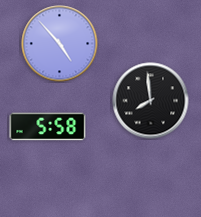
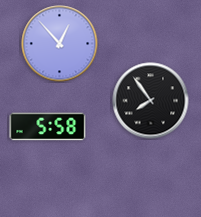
clock at (60, 44): 4:53 -> 12:53
clock at (151, 101): 7:59 -> 7:54
